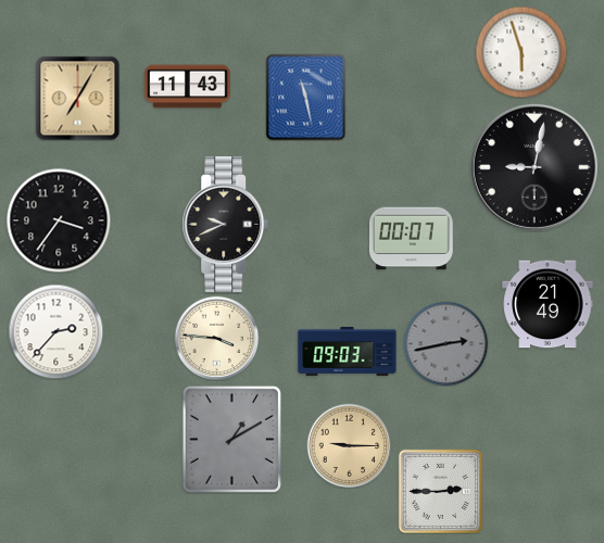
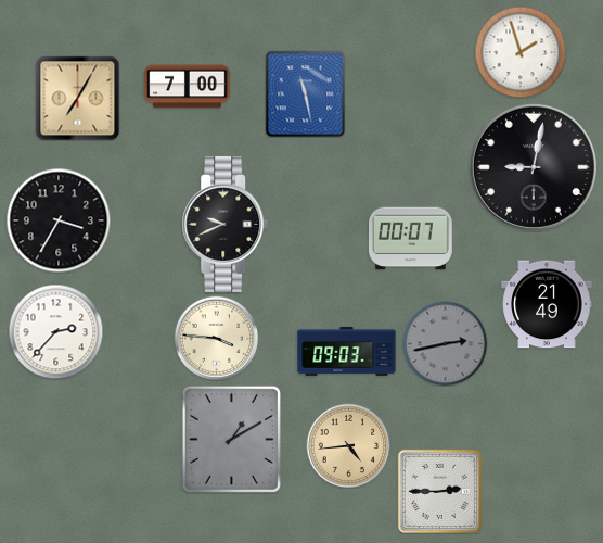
clock at (521, 52): 5:57 -> 1:57
clock at (188, 87): 11:43 -> 7:00
clock at (306, 97) position: (306, 97) -> (306, 93)
clock at (59, 220): 3:36 -> 3:35
clock at (349, 445): 9:15 -> 4:44
